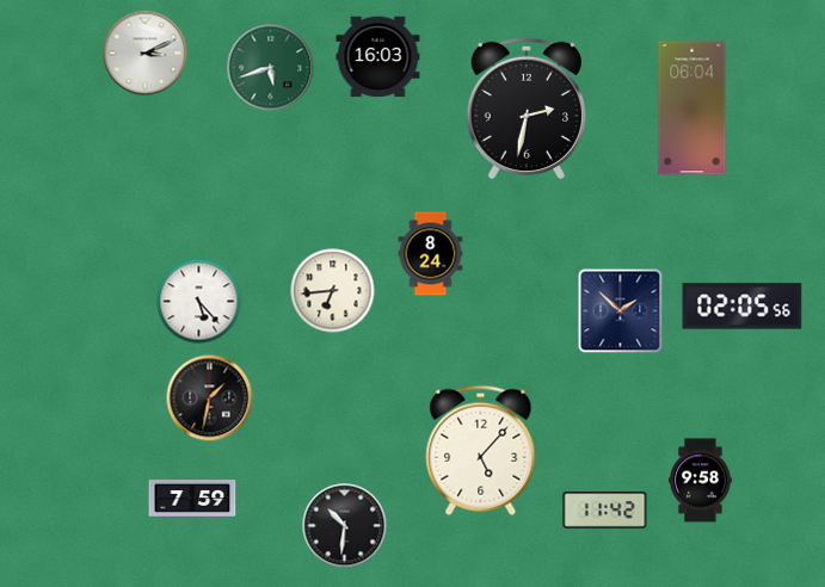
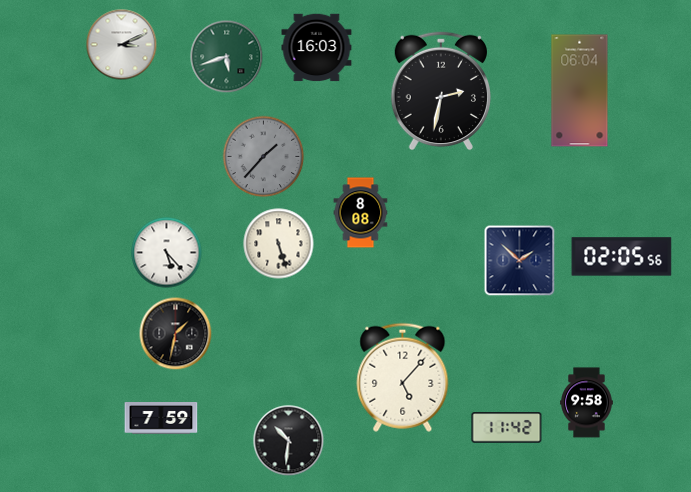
clock at (264, 157): none -> 1:37
clock at (431, 254): 8:24 -> 8:08
clock at (333, 291): 6:44 -> 5:27
